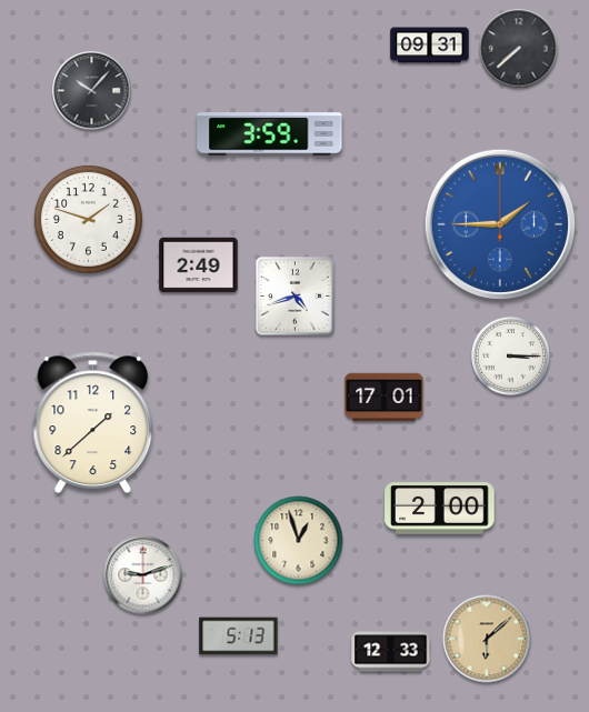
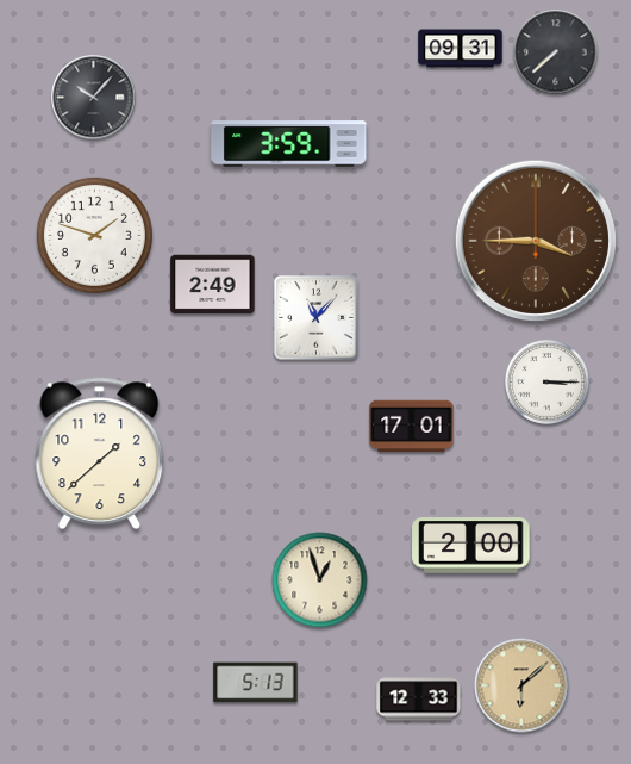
clock at (92, 91) position: (92, 91) -> (94, 98)
clock at (500, 224): 1:45 -> 3:45
clock at (500, 224) dial: blue -> brown
clock at (296, 297): 4:42 -> 11:07
clock at (143, 575): 9:12 -> none
